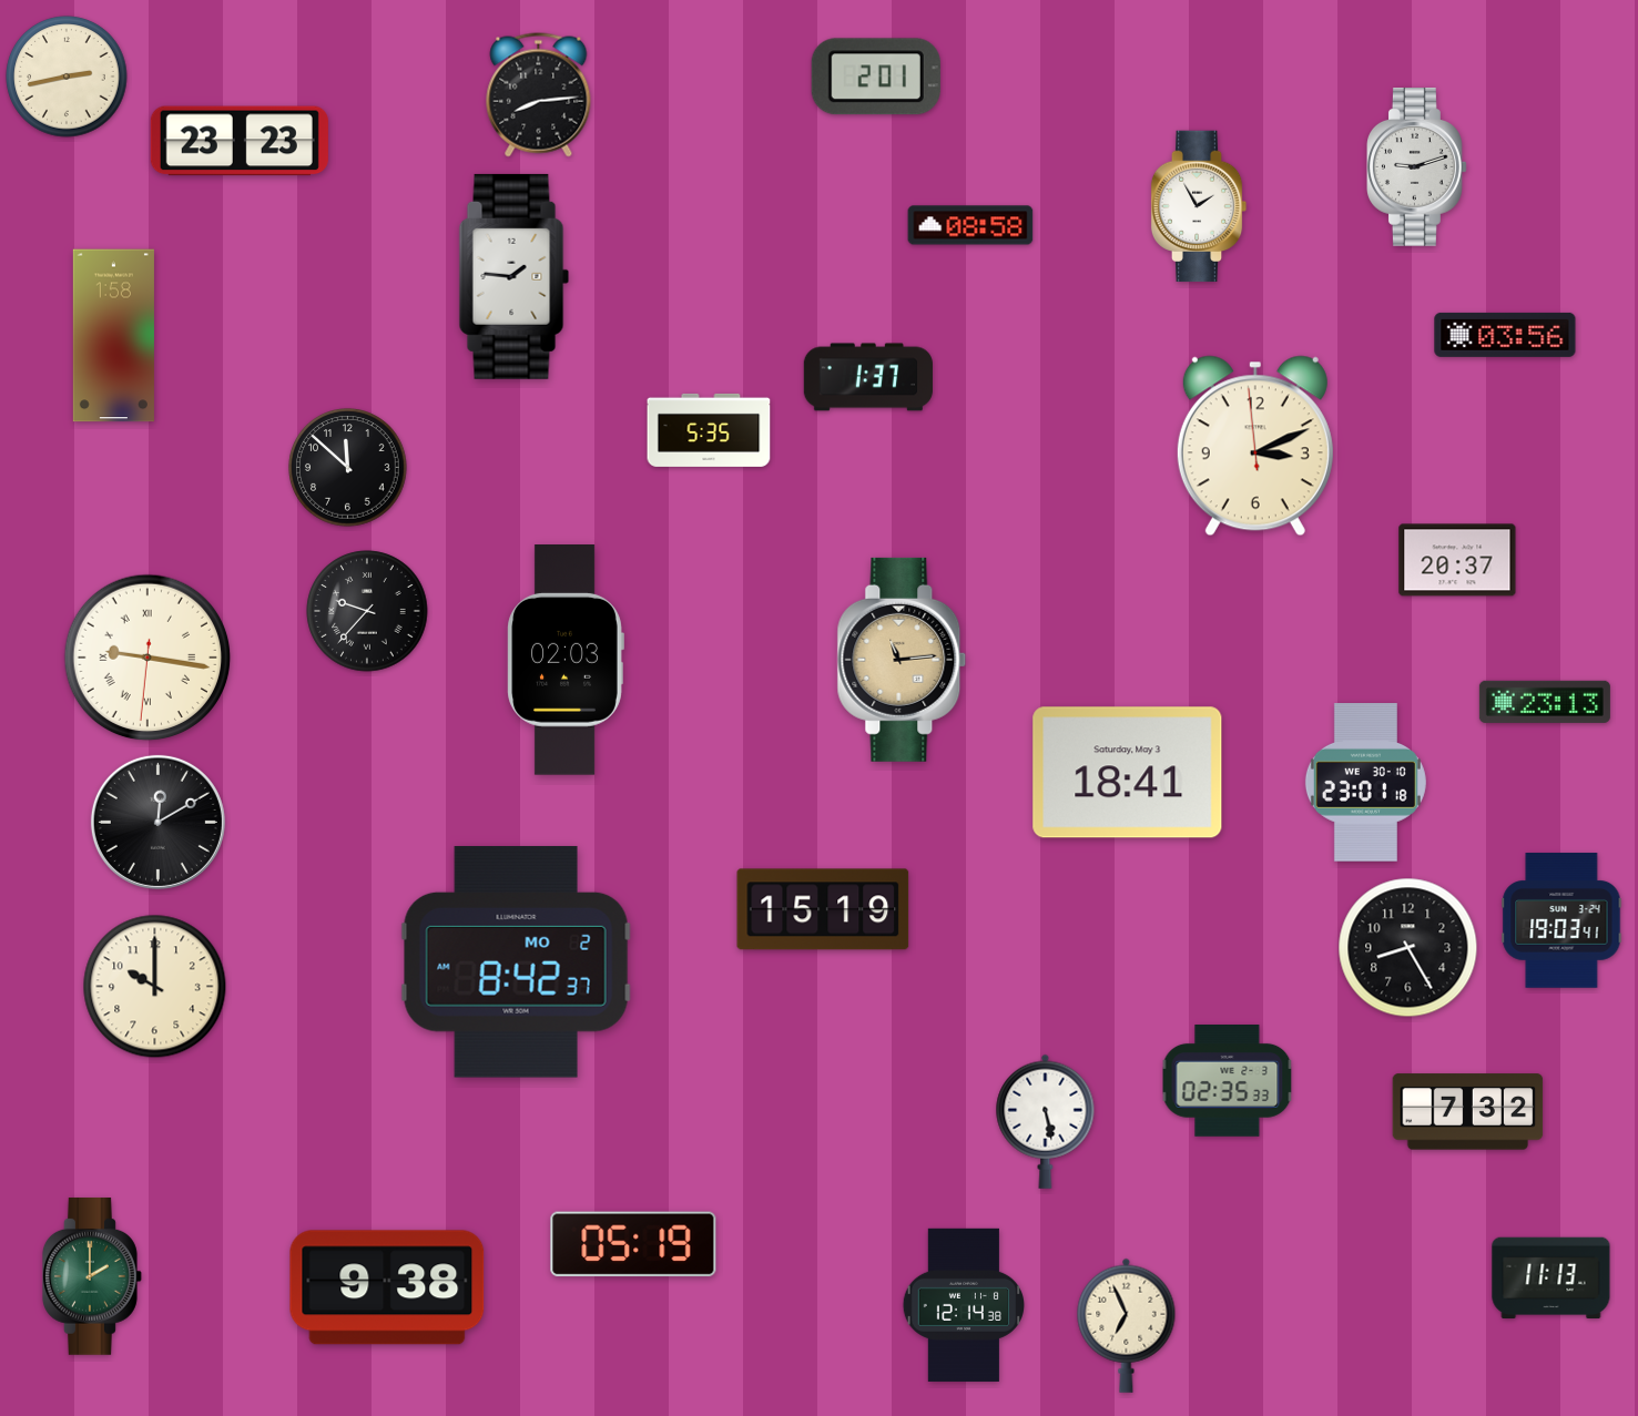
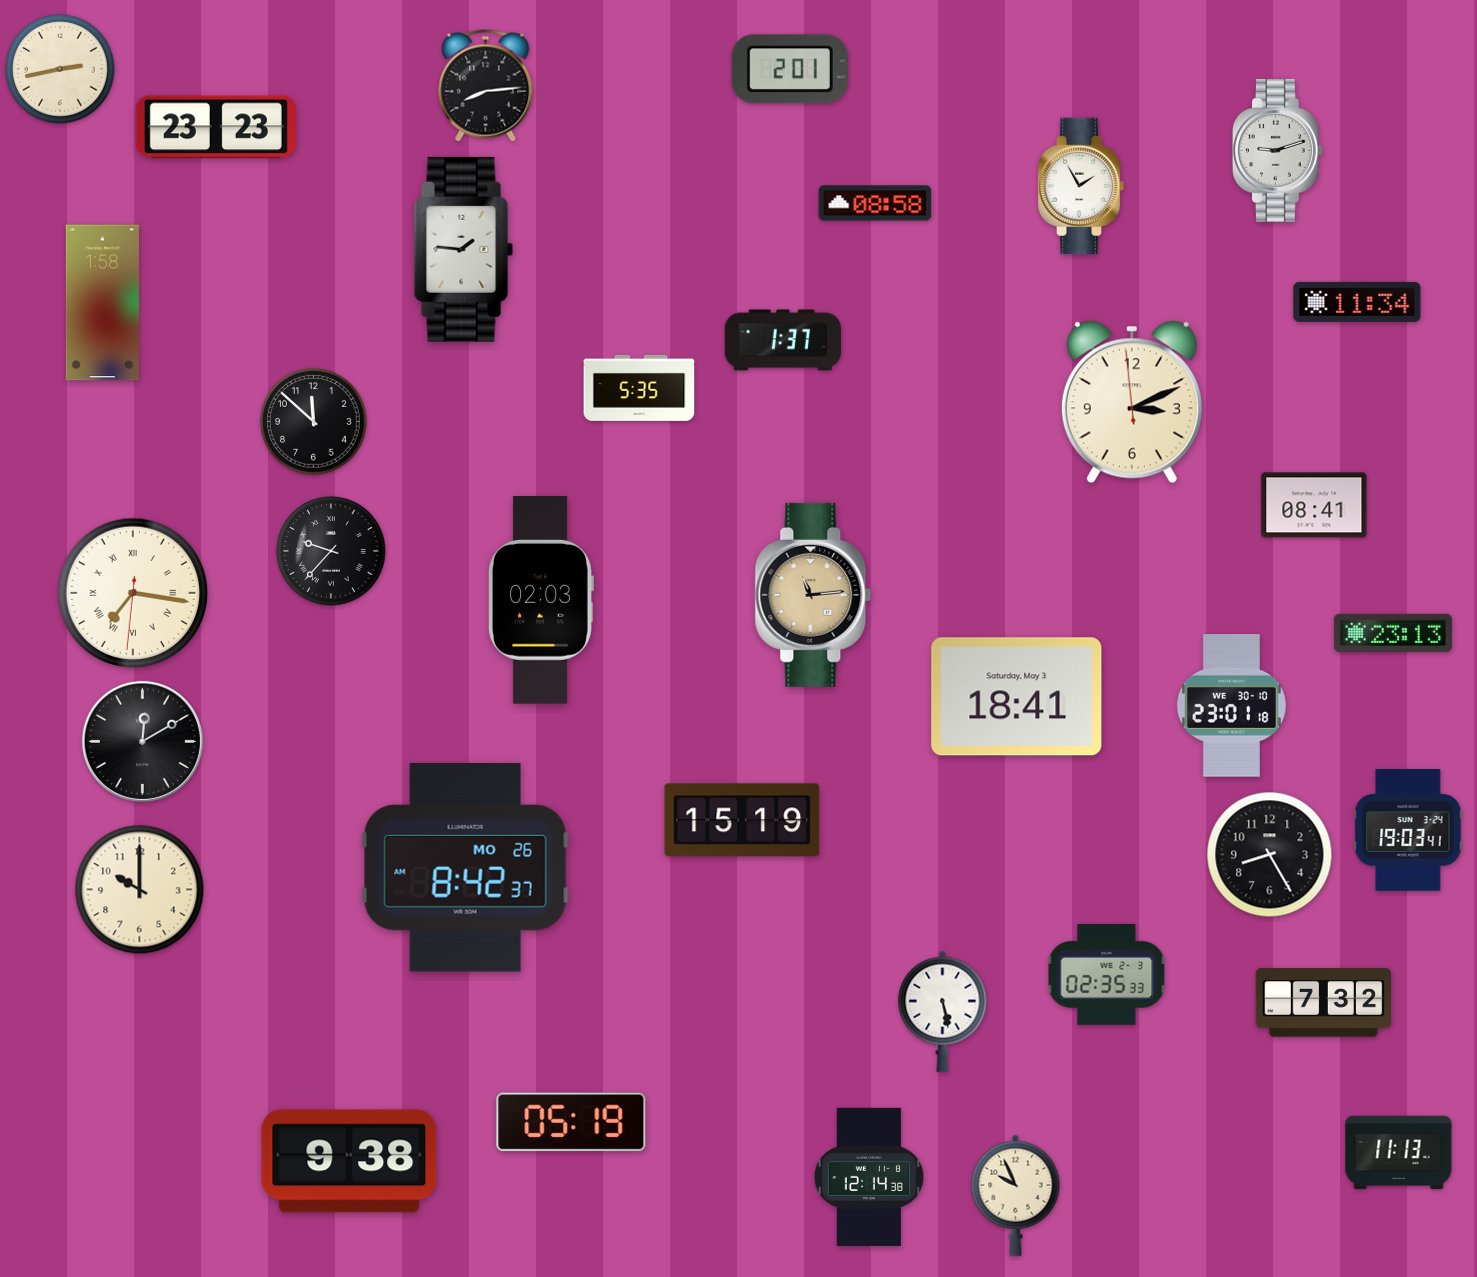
clock at (1505, 335): 03:56 -> 11:34
clock at (1457, 560): 20:37 -> 08:41
clock at (147, 658): 9:16 -> 7:16
clock at (566, 661) position: (566, 661) -> (541, 601)
clock at (516, 961) date: MO 2 -> MO 26
clock at (92, 1276): 2:00 -> none
clock at (1127, 1325): 6:56 -> 9:56
